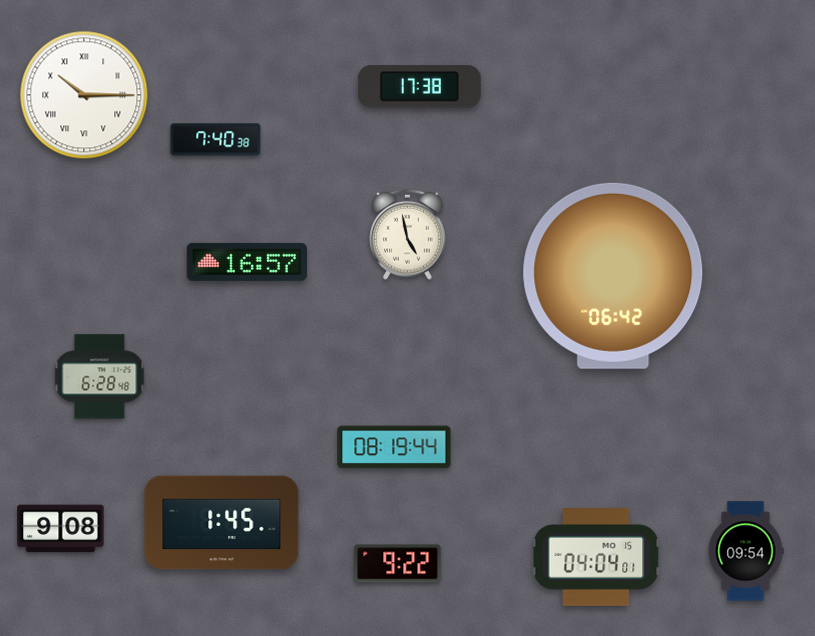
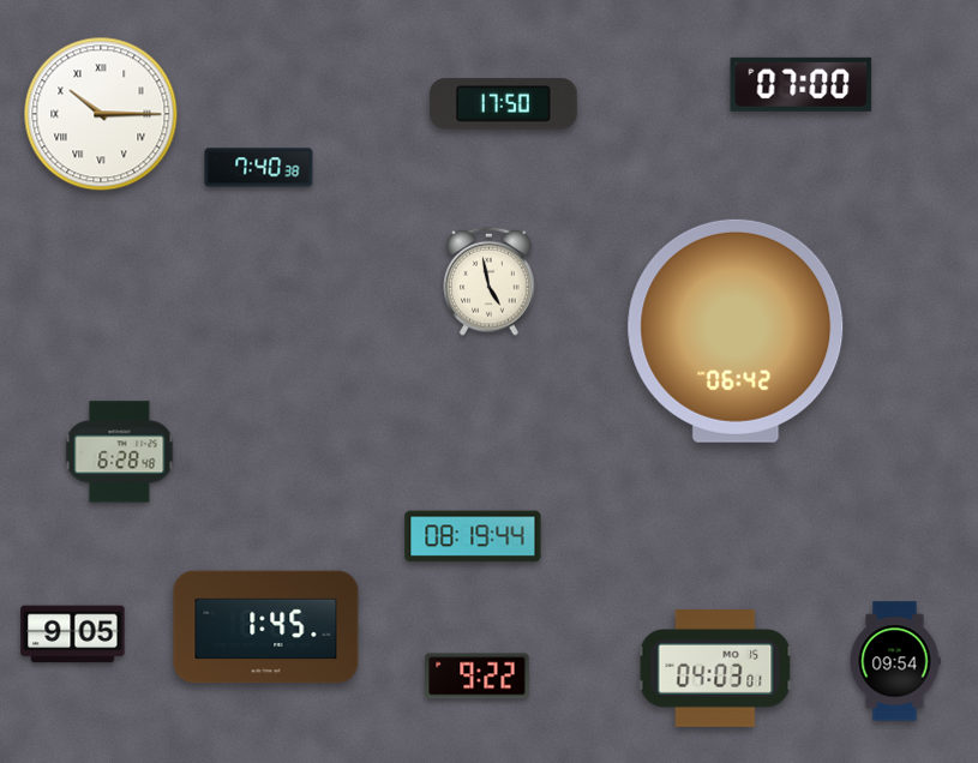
clock at (802, 84): none -> 07:00
clock at (419, 87): 17:38 -> 17:50
clock at (247, 262): 16:57 -> none
clock at (61, 529): 9:08 -> 9:05
clock at (596, 558): 04:04 -> 04:03
